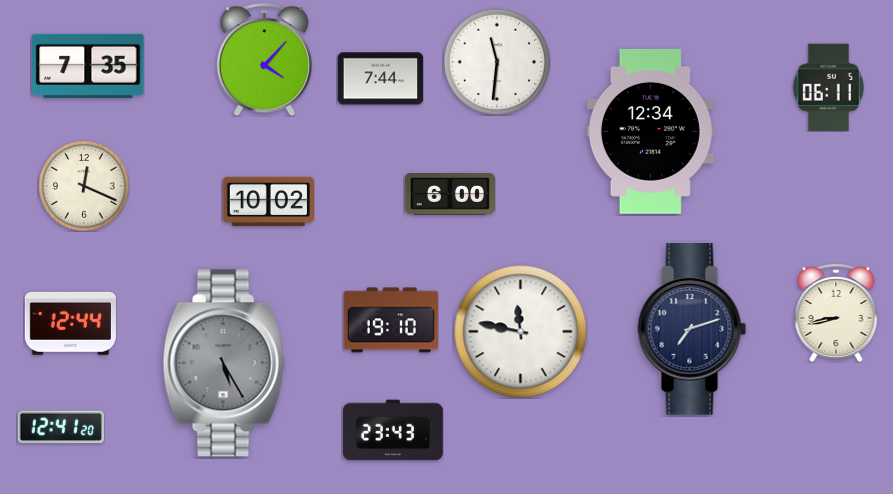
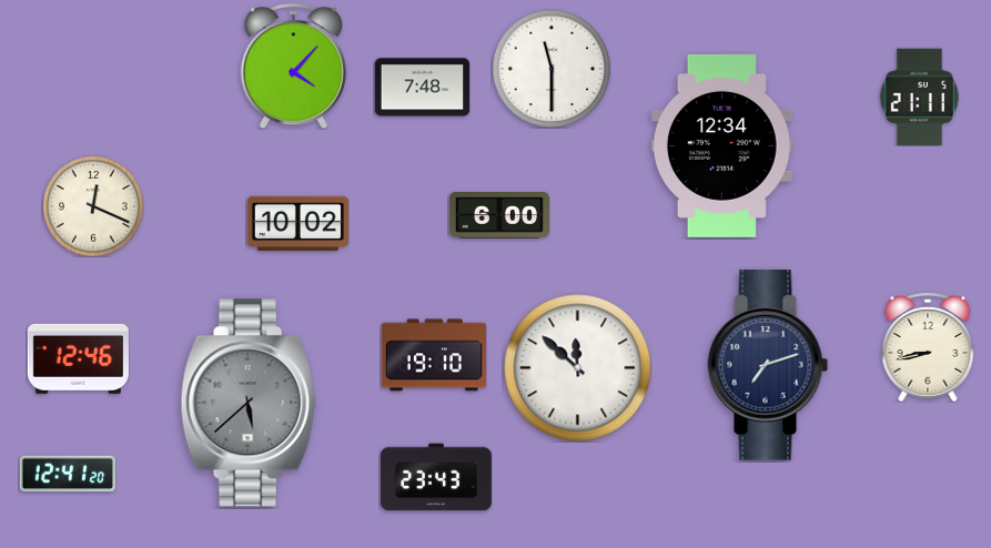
clock at (496, 61): 11:31 -> 11:30
clock at (88, 66): 7:35 -> none
clock at (380, 79): 7:44 -> 7:48
clock at (828, 87): 06:11 -> 21:11
clock at (70, 323): 12:44 -> 12:46
clock at (521, 332): 11:47 -> 11:52
clock at (224, 363): 5:25 -> 5:38
